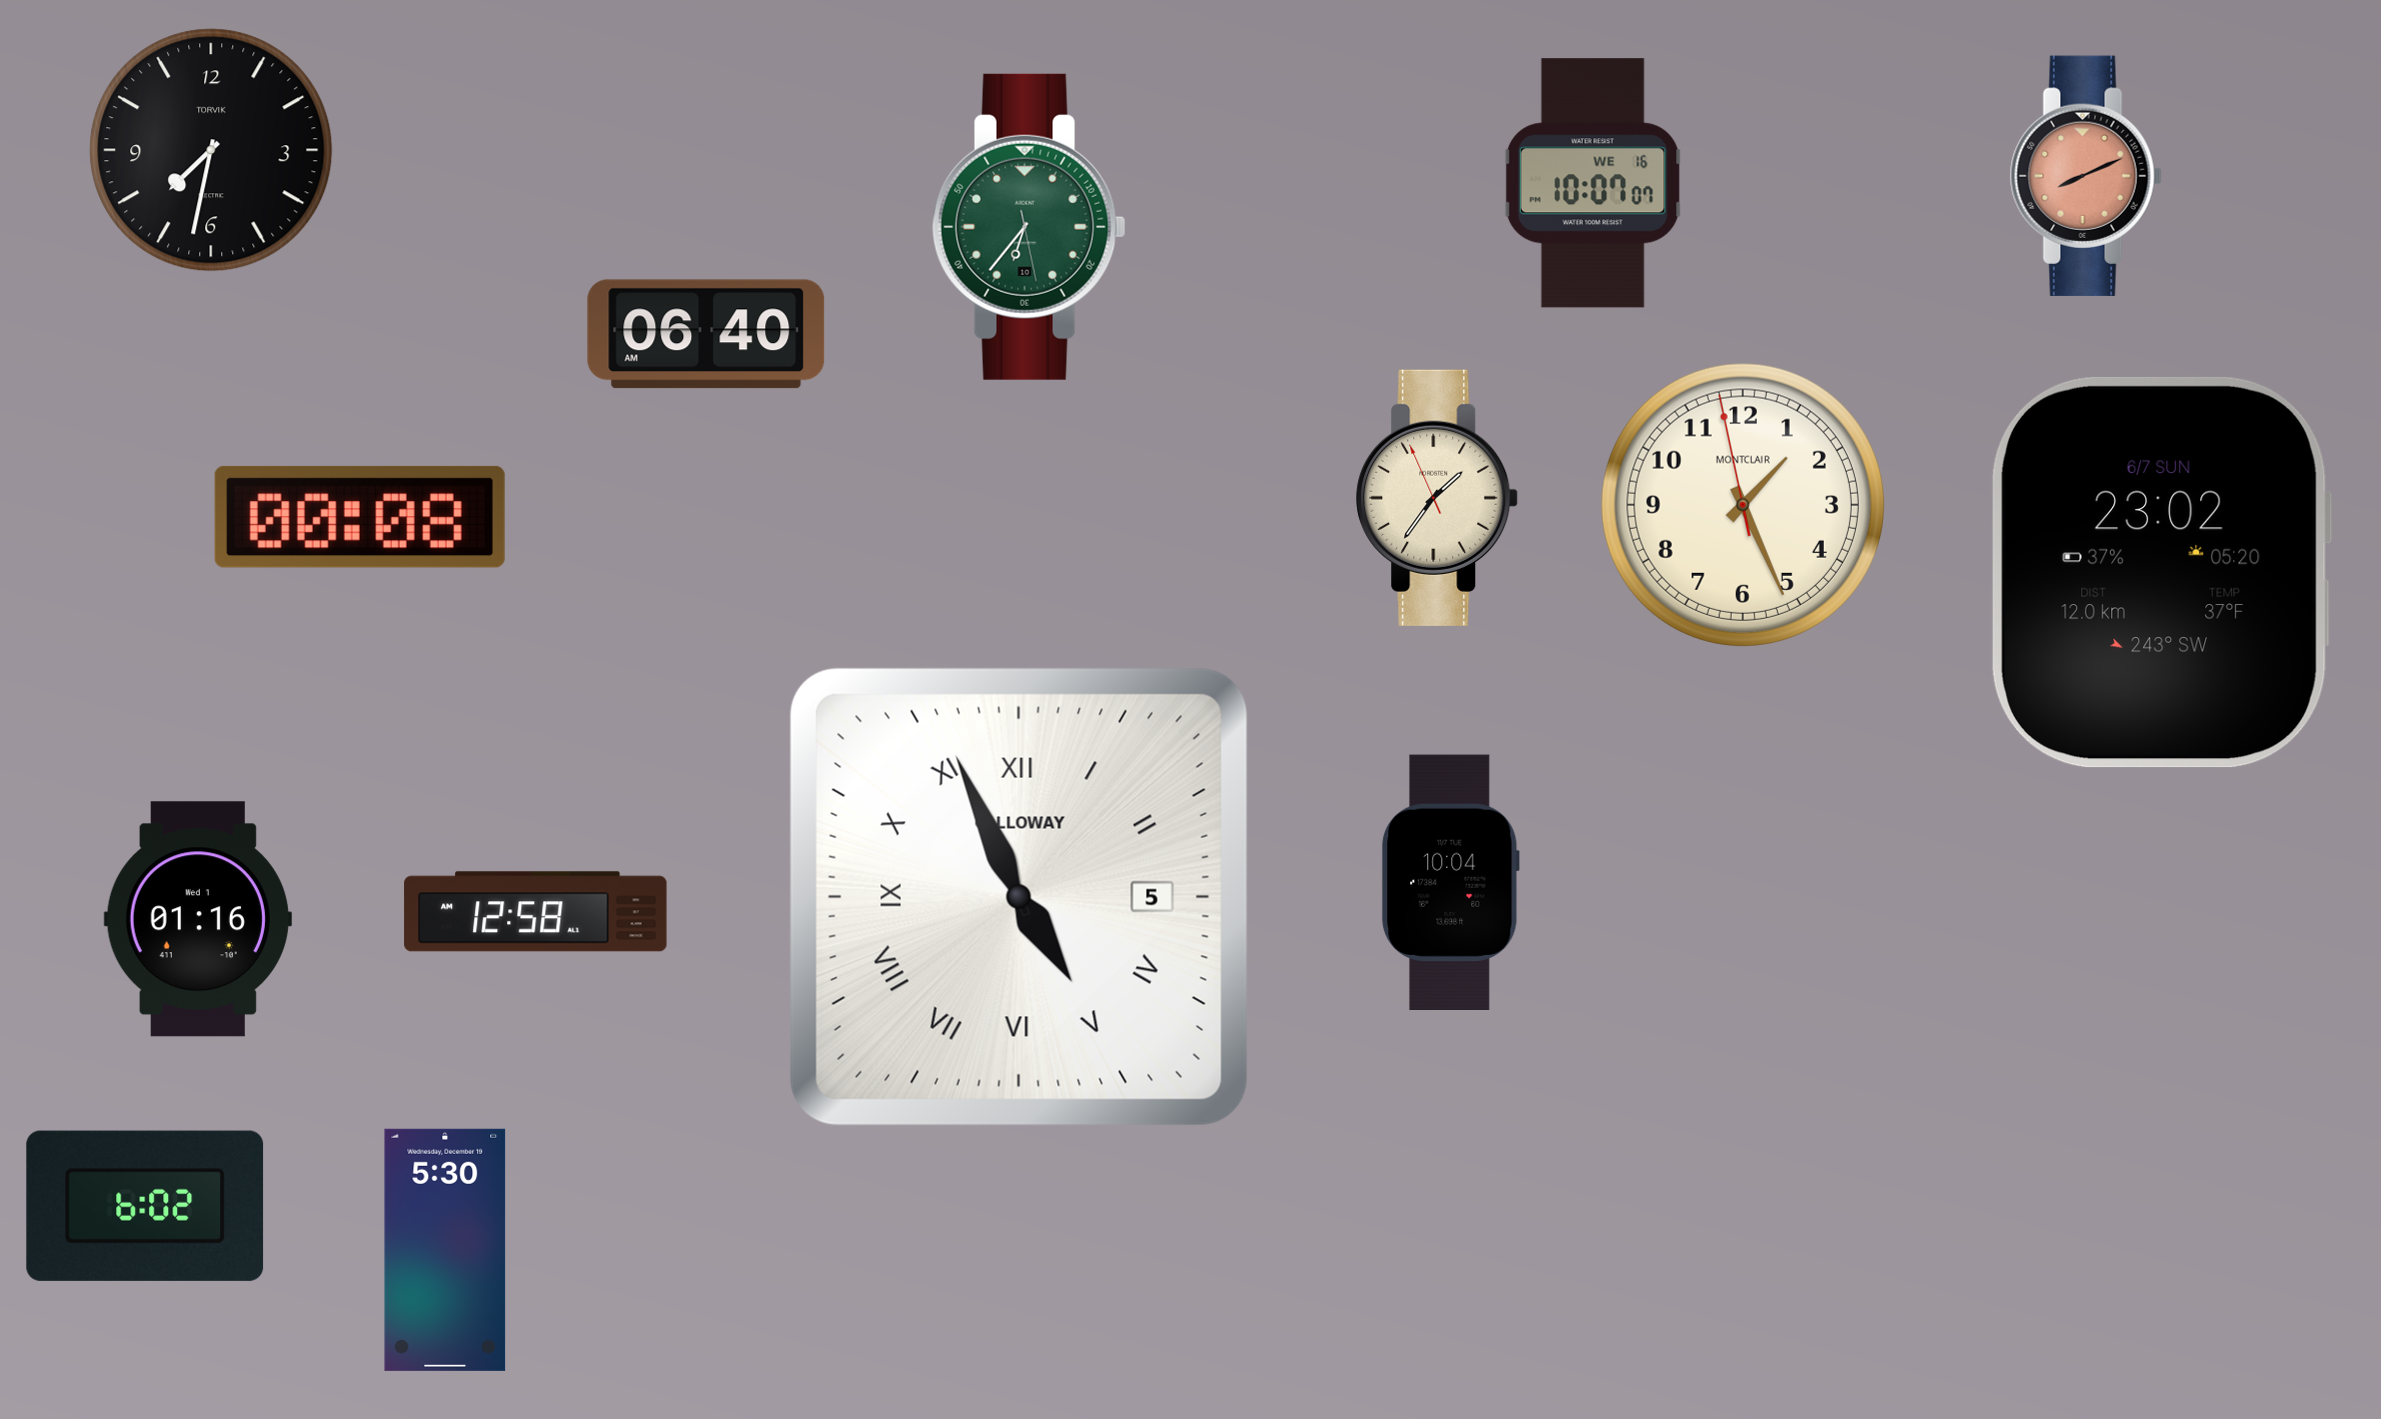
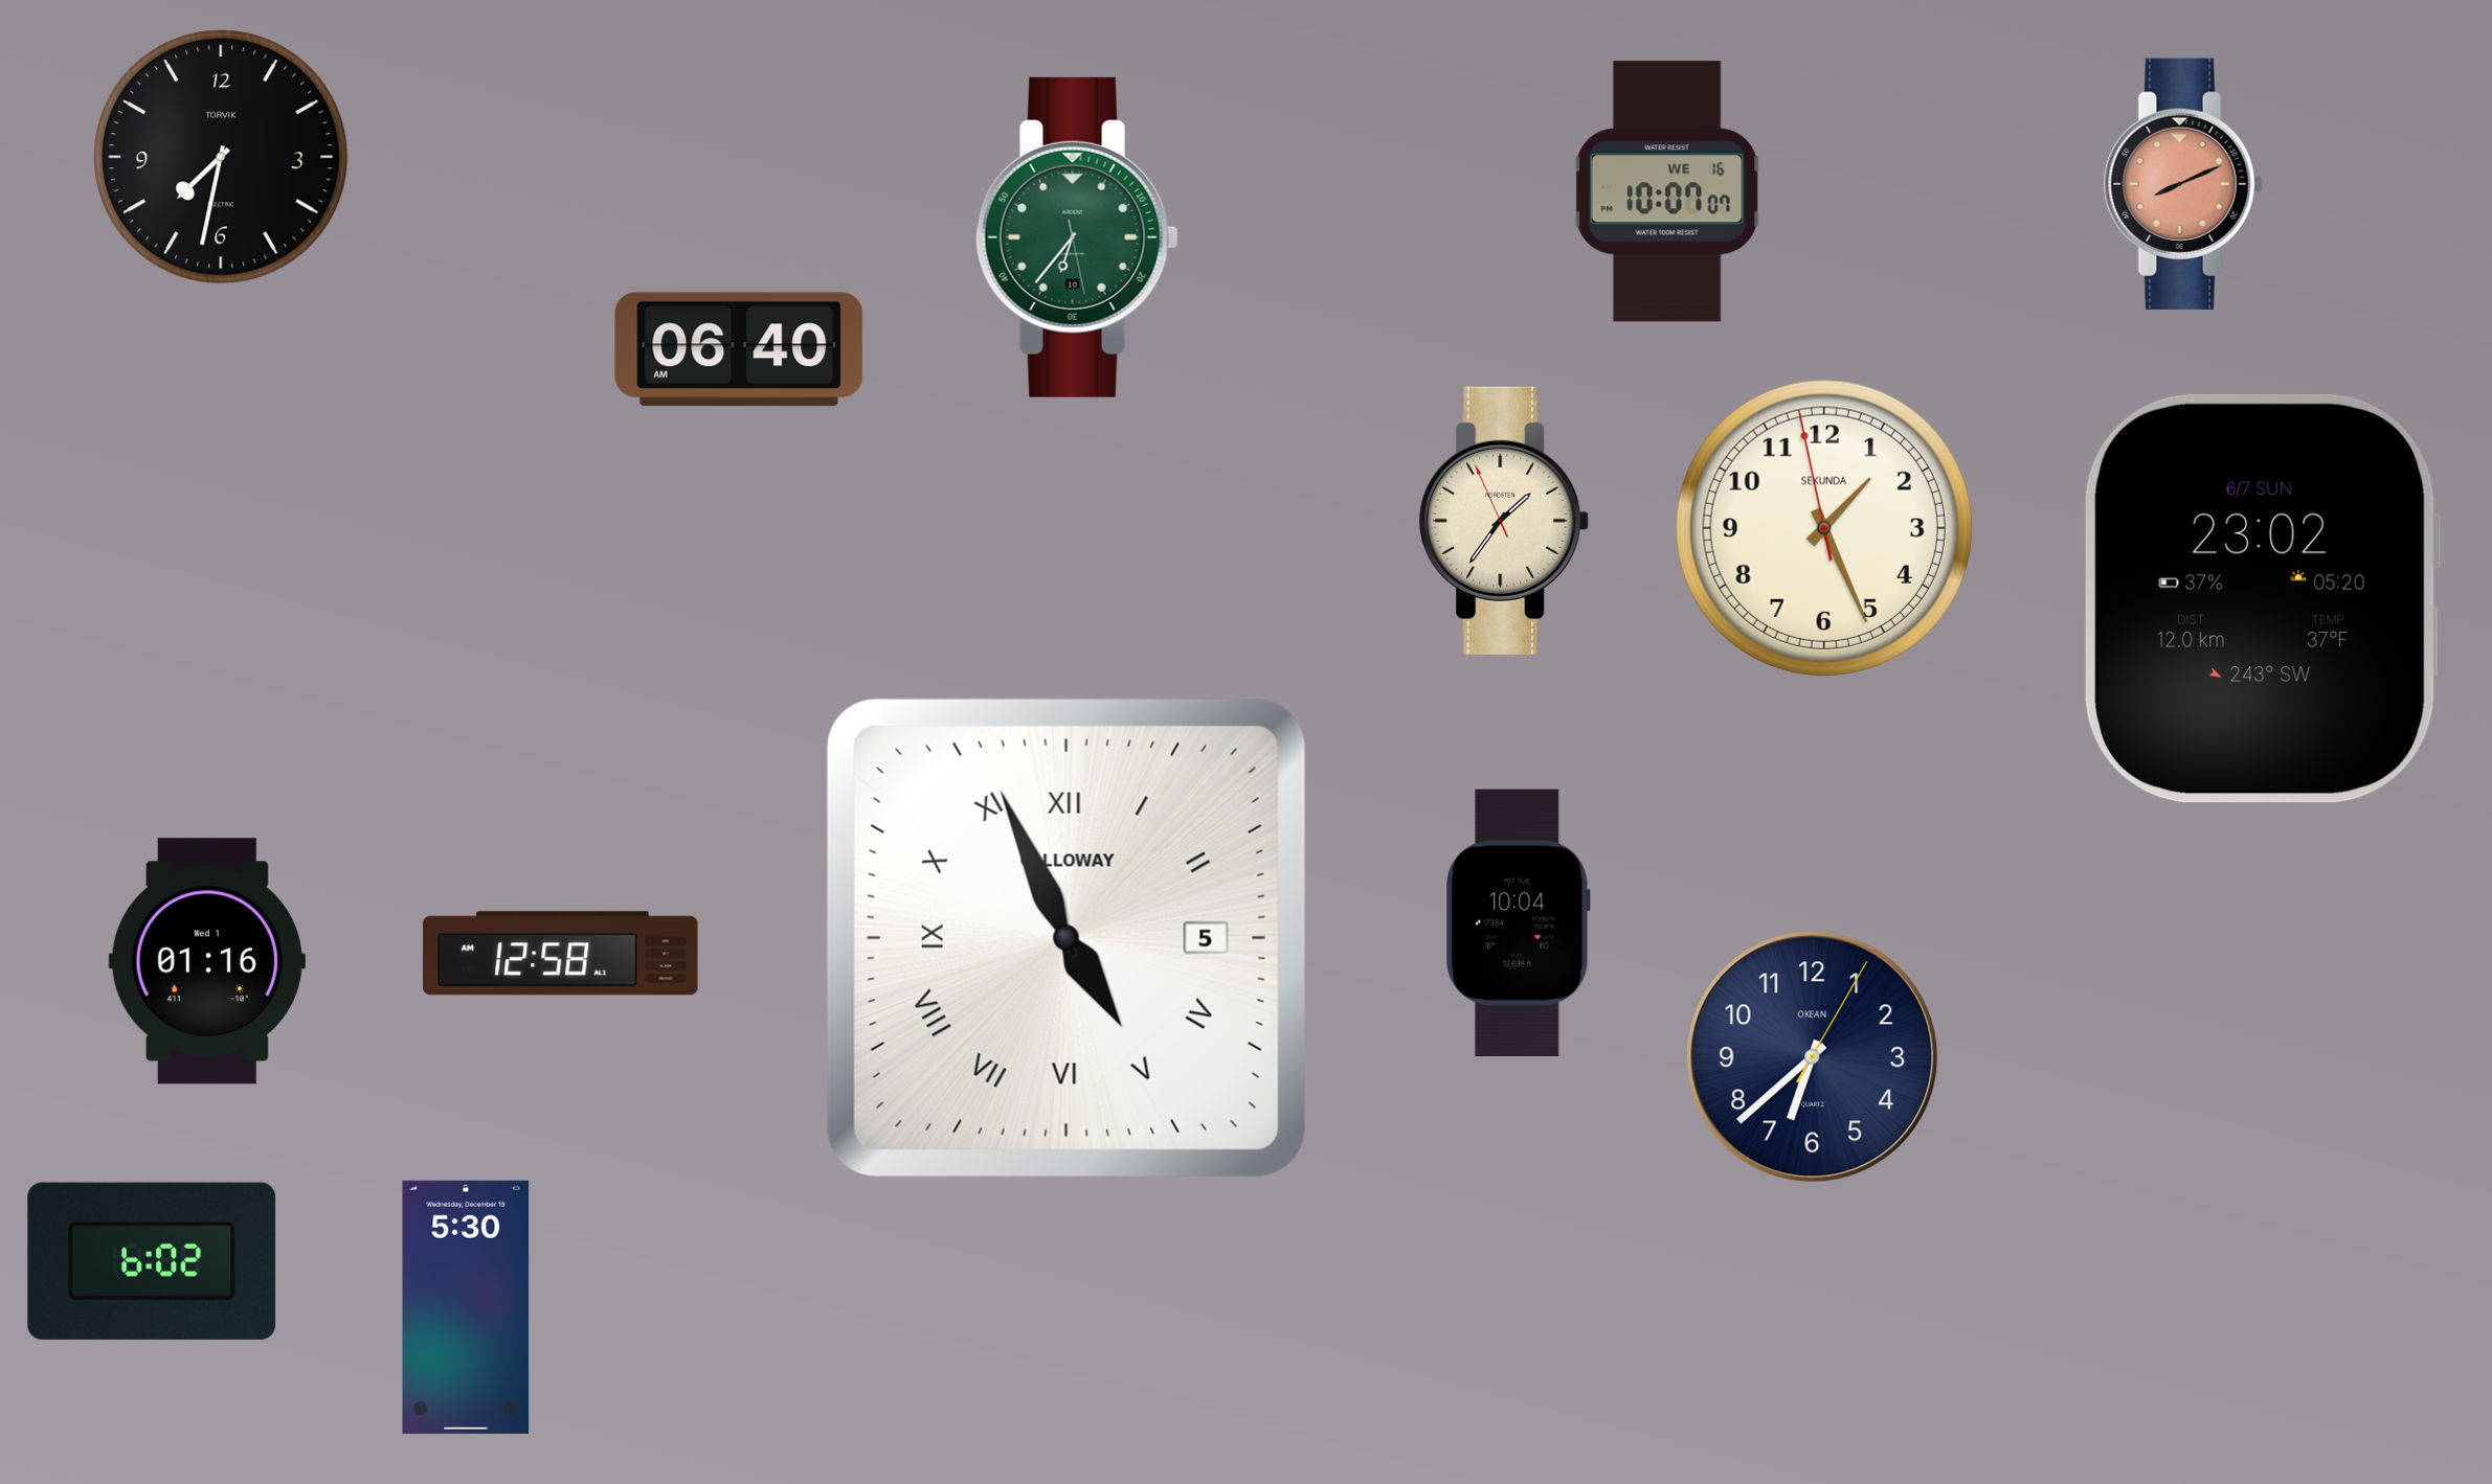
clock at (1743, 505) brand: MONTCLAIR -> SEKUNDA
clock at (360, 517): 00:08 -> none
clock at (1813, 1057): none -> 6:38
